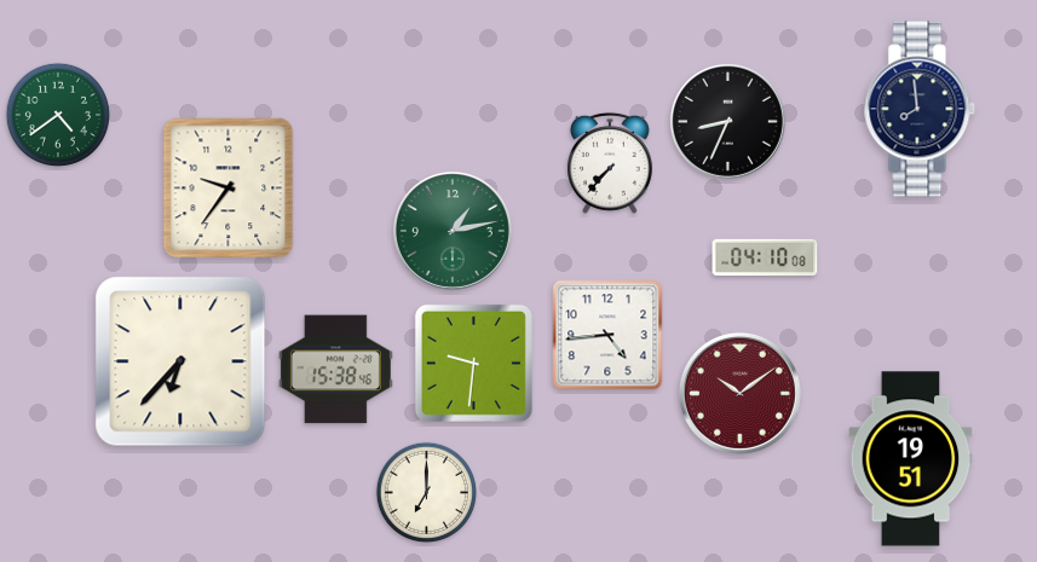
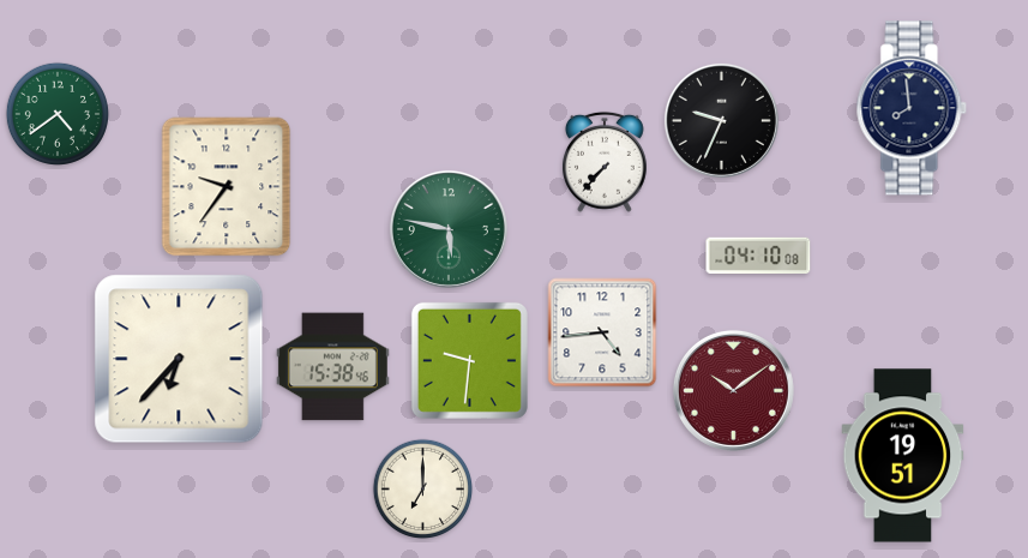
clock at (727, 121): 8:34 -> 9:34
clock at (453, 231): 1:13 -> 5:47
